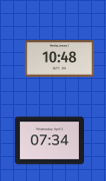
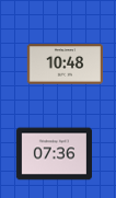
clock at (49, 141): 07:34 -> 07:36
